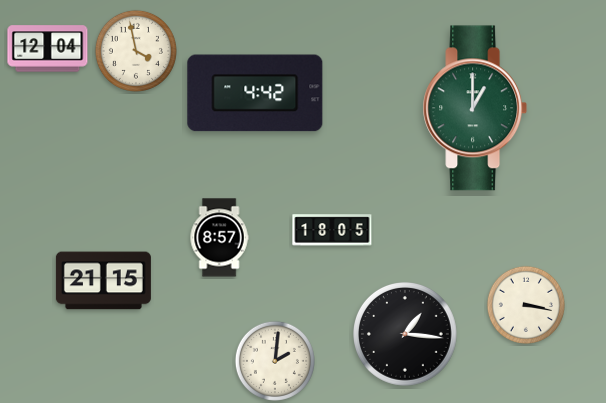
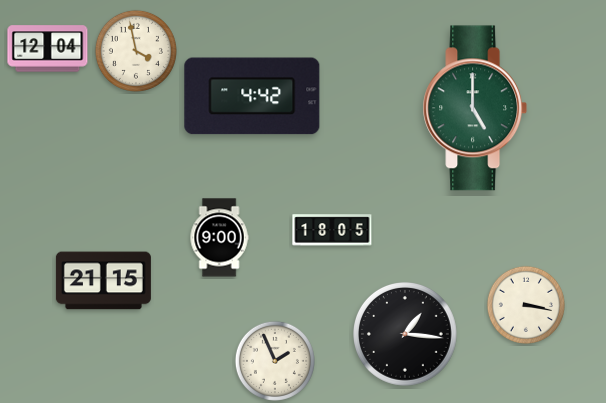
clock at (255, 93) position: (255, 93) -> (252, 96)
clock at (475, 108): 1:00 -> 5:00
clock at (219, 238): 8:57 -> 9:00
clock at (275, 361): 2:01 -> 1:56
